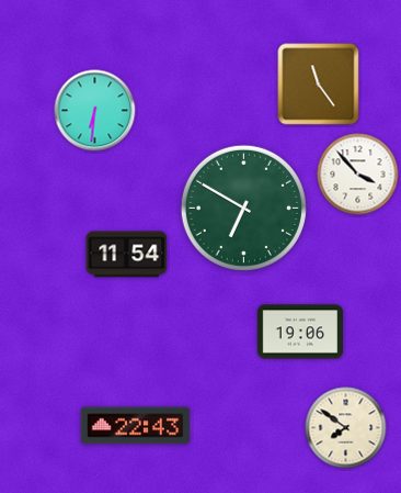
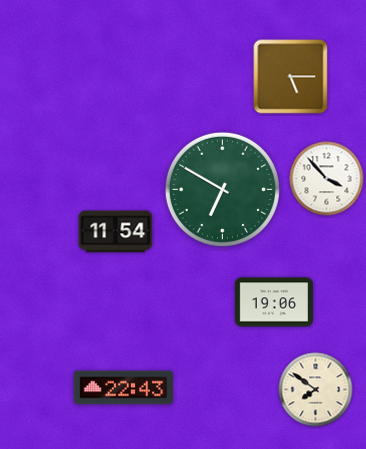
clock at (319, 85): 11:24 -> 5:15
clock at (95, 111): 6:31 -> none
clock at (358, 175) position: (358, 175) -> (327, 179)
